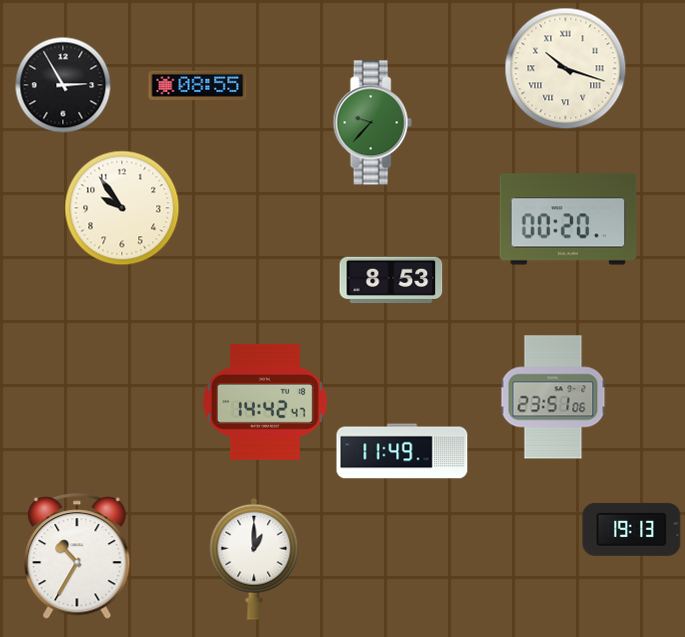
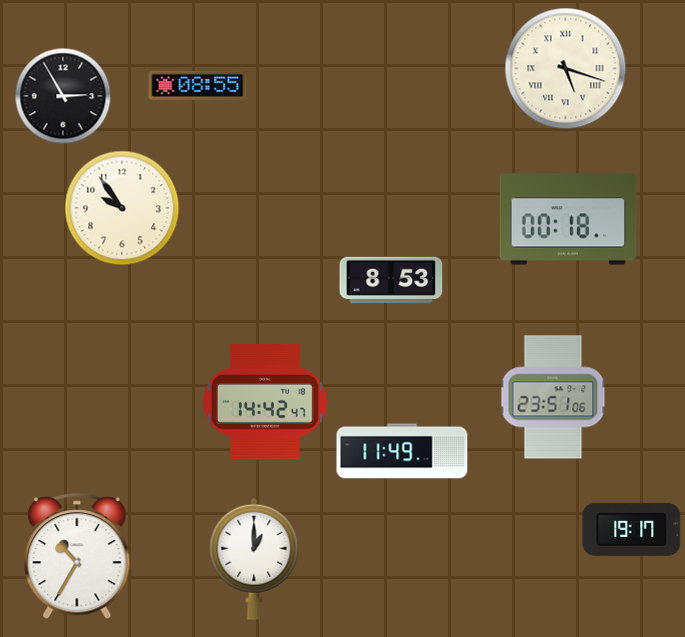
clock at (566, 69): 10:18 -> 5:18
clock at (63, 85) position: (63, 85) -> (63, 96)
clock at (372, 123): 9:37 -> none
clock at (568, 219): 00:20 -> 00:18
clock at (632, 529): 19:13 -> 19:17
